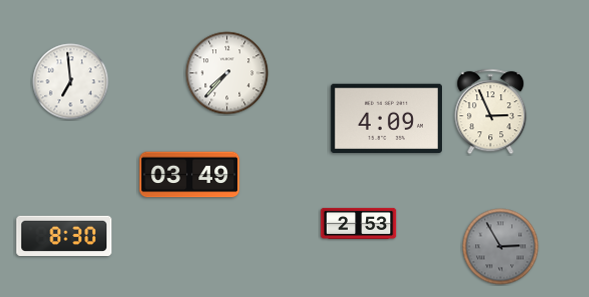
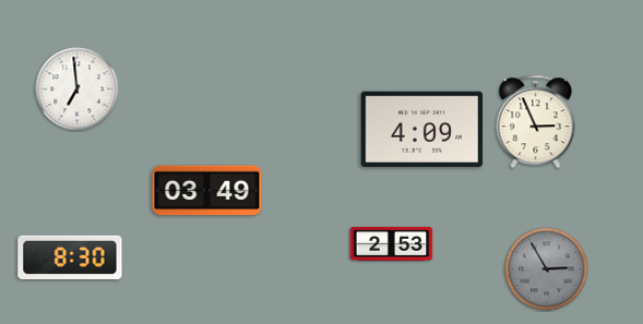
clock at (227, 73): 7:37 -> none
